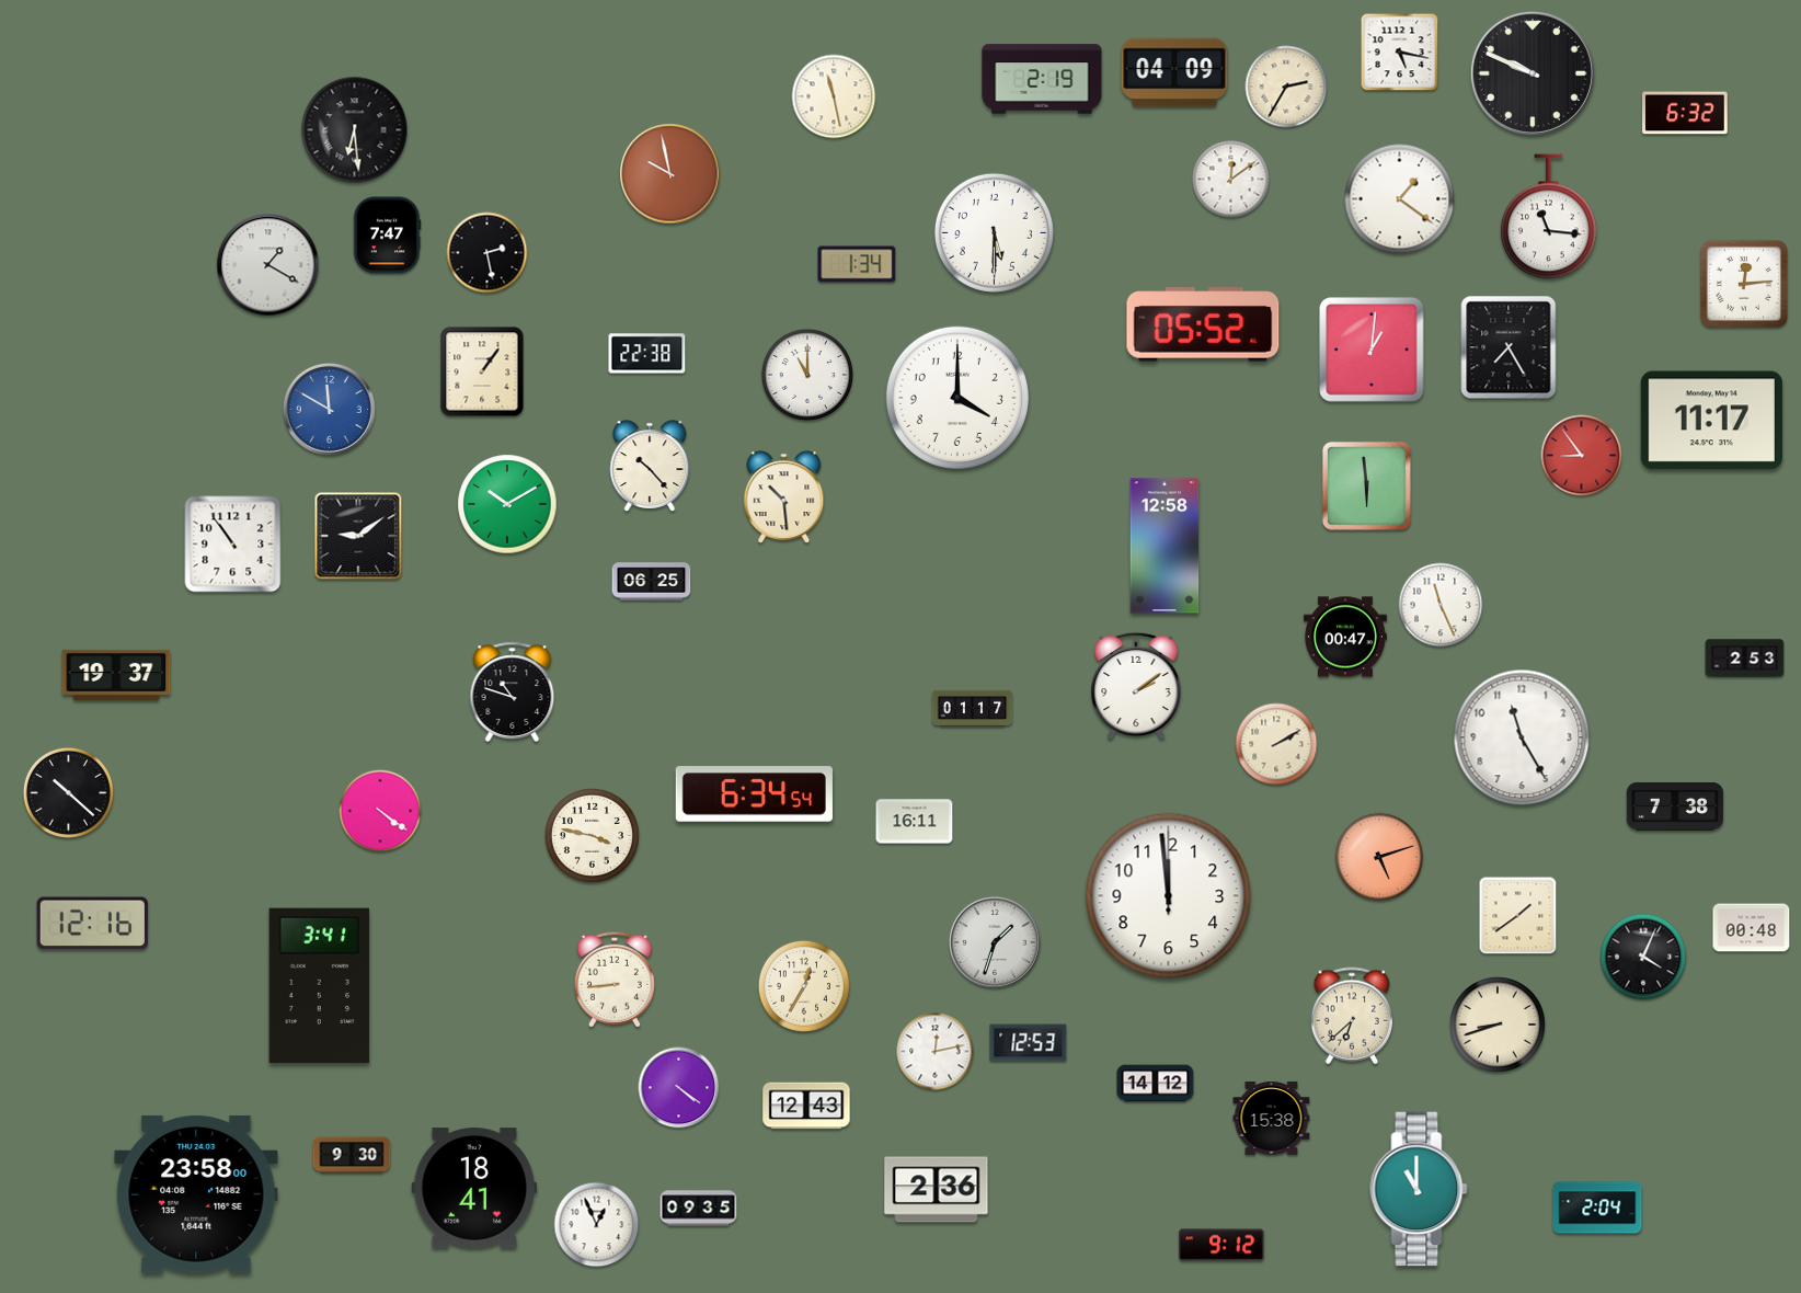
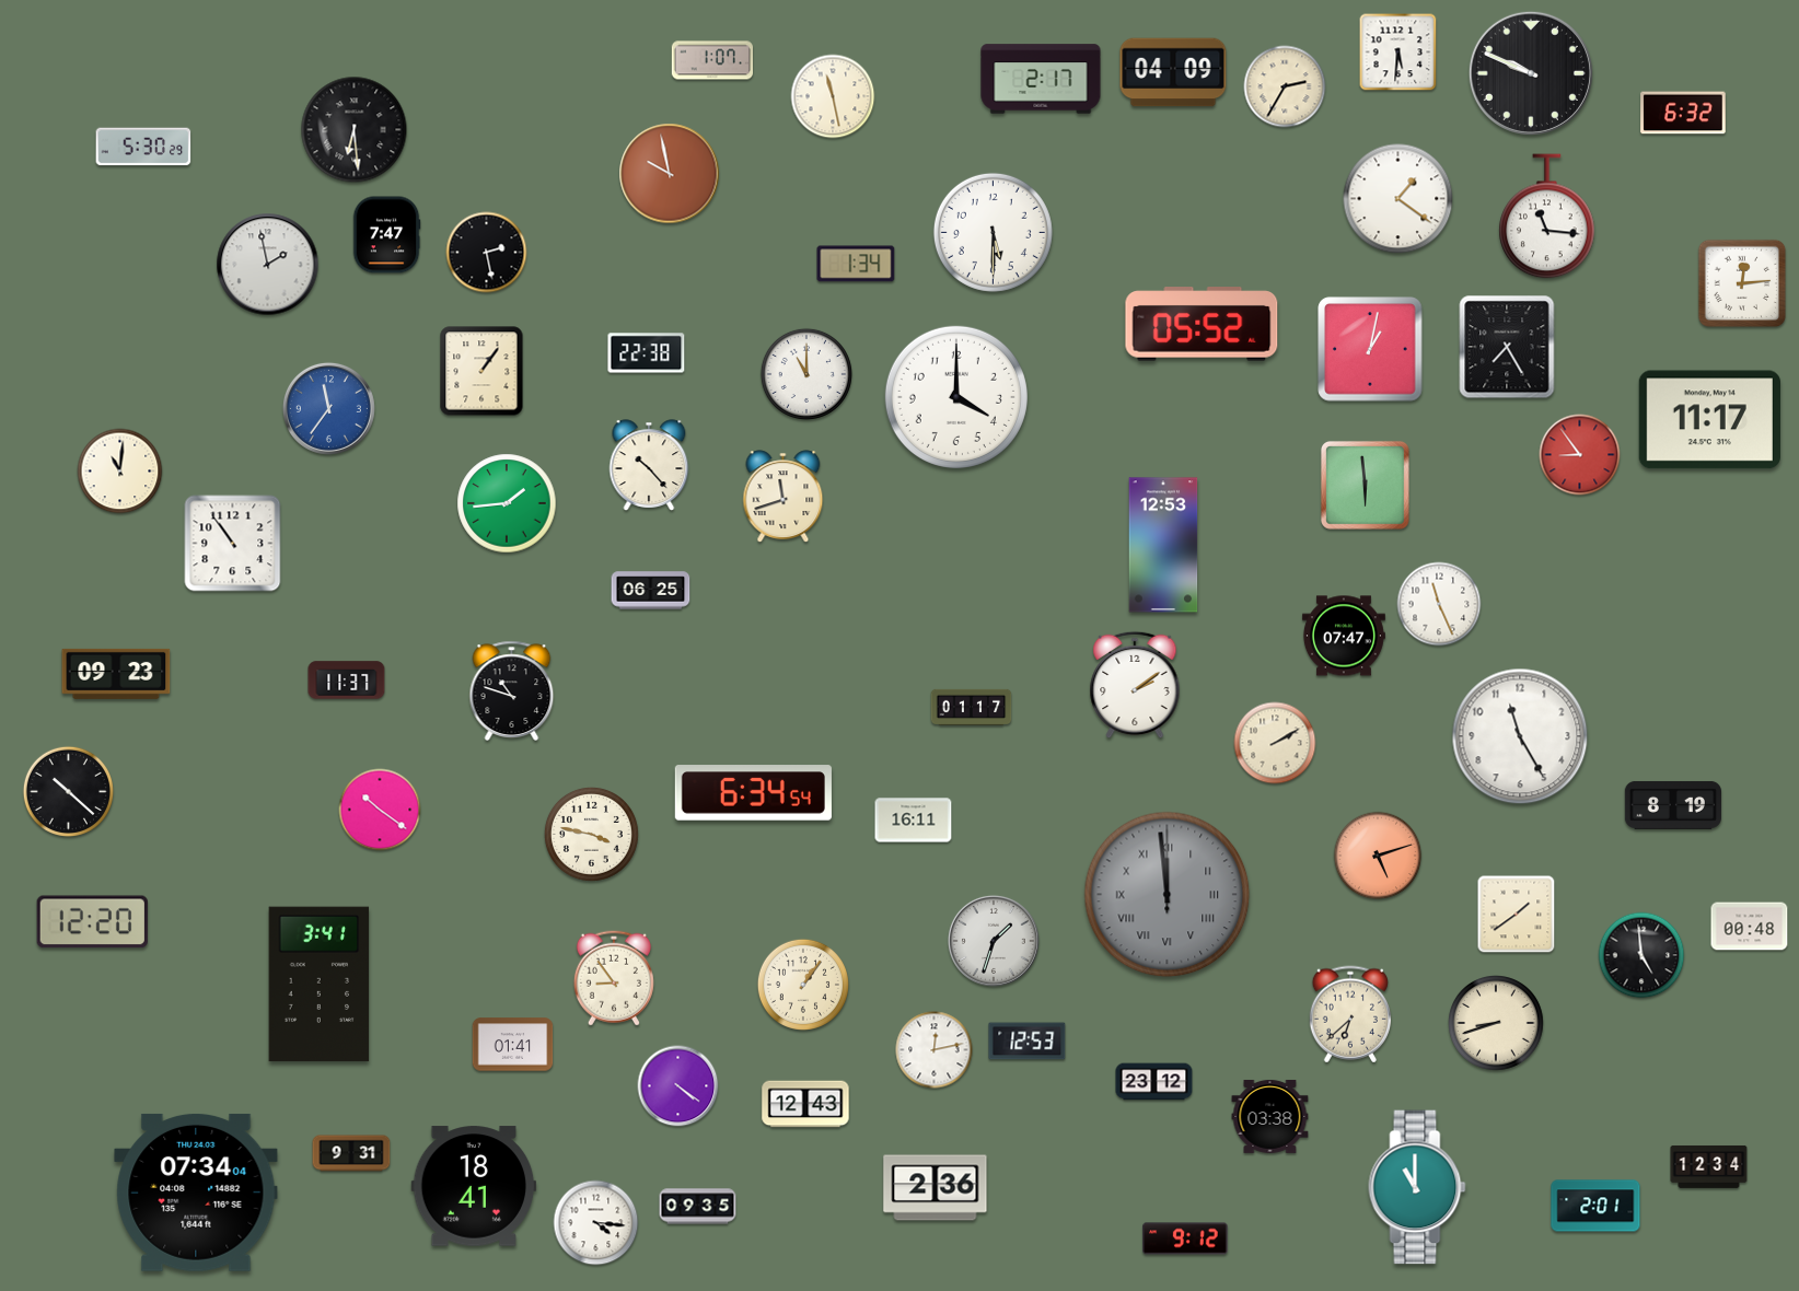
clock at (1400, 53): 5:17 -> 5:31
clock at (711, 60): none -> 1:07
clock at (1042, 79): 2:19 -> 2:17
clock at (143, 147): none -> 5:30
clock at (1231, 180): 12:09 -> none
clock at (268, 265): 1:20 -> 1:58
clock at (1372, 350): 1:01 -> 1:02
clock at (329, 409): 11:50 -> 11:36
clock at (120, 472): none -> 11:01
clock at (784, 497): 10:29 -> 11:42
clock at (507, 504): 10:10 -> 1:44
clock at (358, 536): 9:09 -> none
clock at (1165, 546): 12:58 -> 12:53
clock at (652, 582) position: (652, 582) -> (651, 591)
clock at (1345, 637): 00:47 -> 07:47
clock at (1745, 659): 2:53 -> none
clock at (116, 675): 19:37 -> 09:23
clock at (347, 681): none -> 11:37
clock at (1675, 806): 7:38 -> 8:19
clock at (380, 811): 4:21 -> 10:21
clock at (1169, 896) dial: white -> grey
clock at (1169, 896) numerals: Arabic -> Roman
clock at (92, 924): 12:16 -> 12:20
clock at (1643, 957): 4:04 -> 4:59
clock at (615, 980): 8:44 -> 8:54
clock at (804, 986): 12:35 -> 1:06
clock at (513, 1045): none -> 01:41
clock at (1156, 1084): 14:12 -> 23:12
clock at (1272, 1118): 15:38 -> 03:38
clock at (352, 1155): 9:30 -> 9:31
clock at (1709, 1166): none -> 12:34
clock at (196, 1194): 23:58 -> 07:34
clock at (1597, 1208): 2:04 -> 2:01
clock at (597, 1225): 12:56 -> 4:16
clock at (1221, 1245) position: (1221, 1245) -> (1185, 1238)
